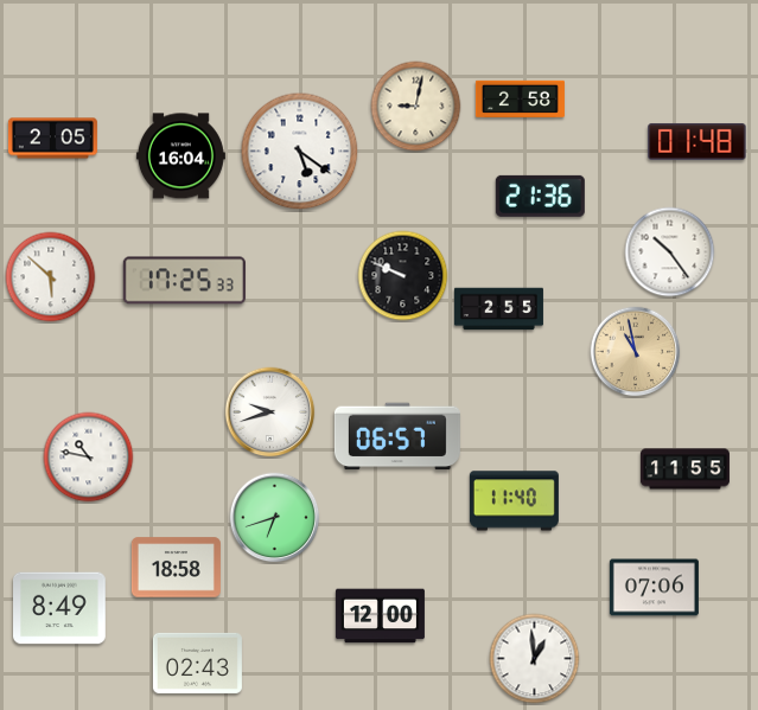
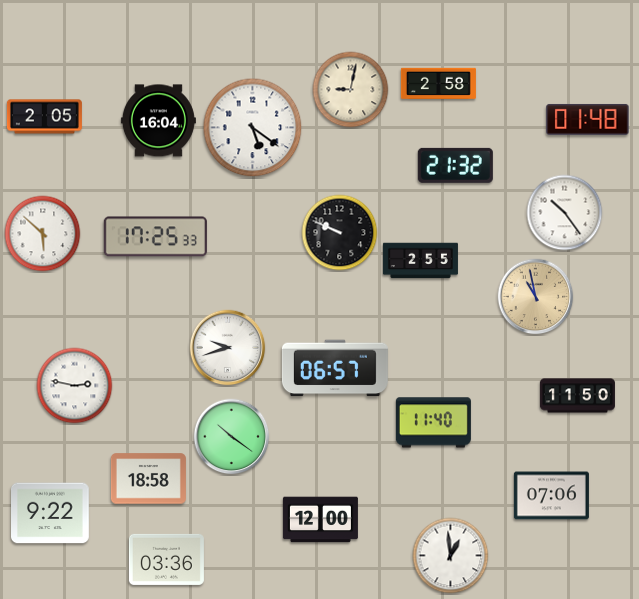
clock at (180, 156) position: (180, 156) -> (158, 121)
clock at (540, 196): 21:36 -> 21:32
clock at (89, 458): 10:47 -> 2:47
clock at (684, 469): 11:55 -> 11:50
clock at (275, 518): 6:42 -> 10:21
clock at (60, 608): 8:49 -> 9:22
clock at (197, 663): 02:43 -> 03:36
